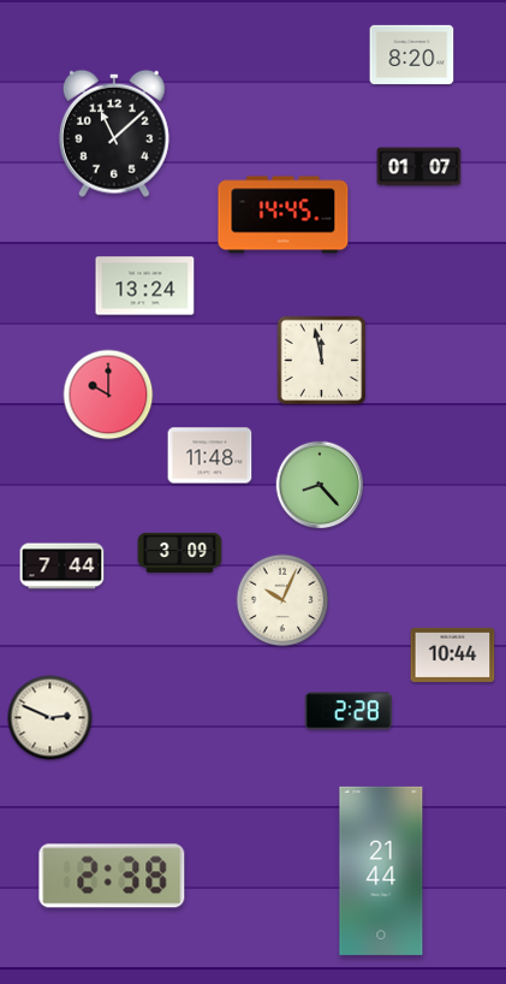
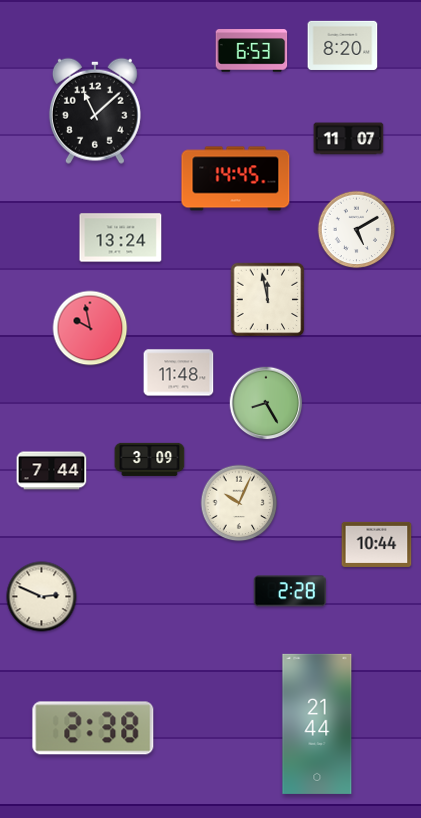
clock at (252, 51): none -> 6:53
clock at (419, 167): 01:07 -> 11:07
clock at (357, 230): none -> 5:10
clock at (108, 395): 10:00 -> 9:58
clock at (210, 456) position: (210, 456) -> (179, 373)
clock at (320, 485): 8:23 -> 8:25
clock at (282, 600) position: (282, 600) -> (239, 503)
